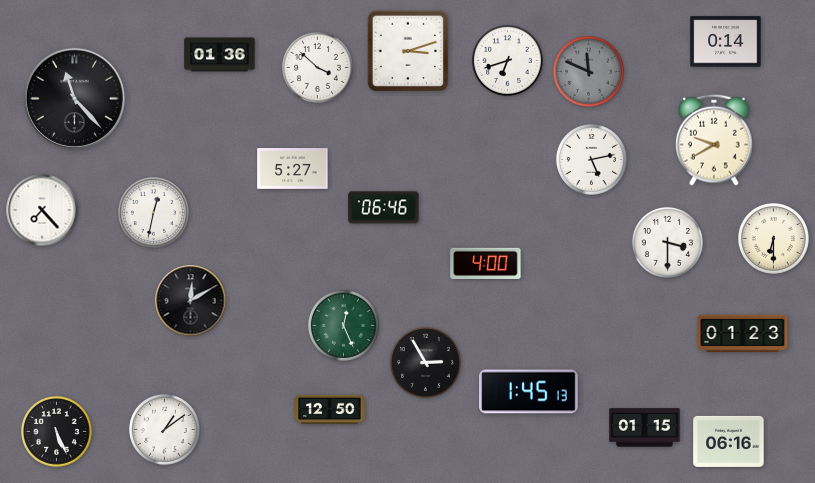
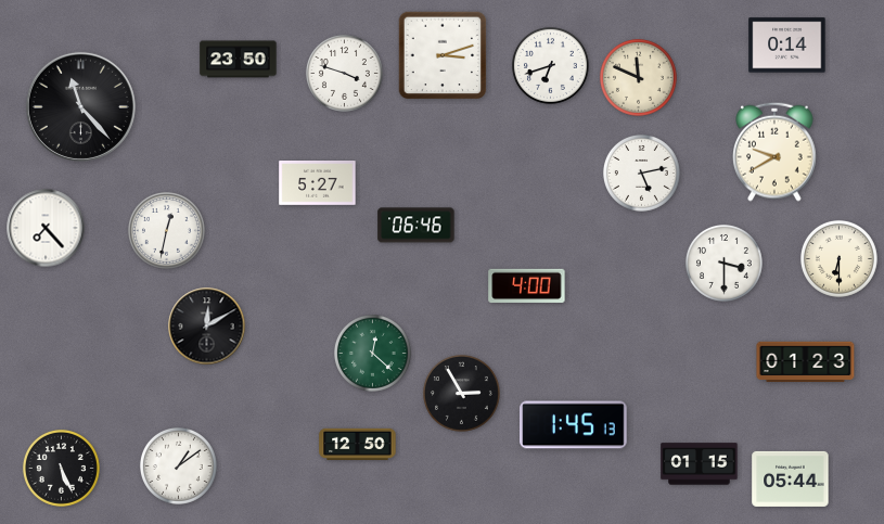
clock at (220, 55): 01:36 -> 23:50
clock at (317, 67): 3:52 -> 3:48
clock at (588, 71) dial: grey -> cream
clock at (343, 325): 12:26 -> 12:22
clock at (729, 441): 06:16 -> 05:44
